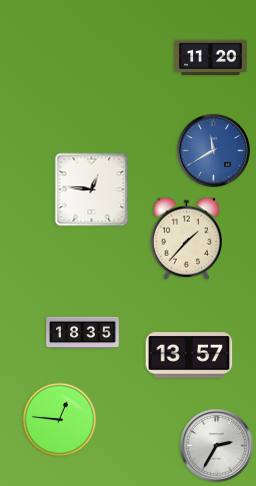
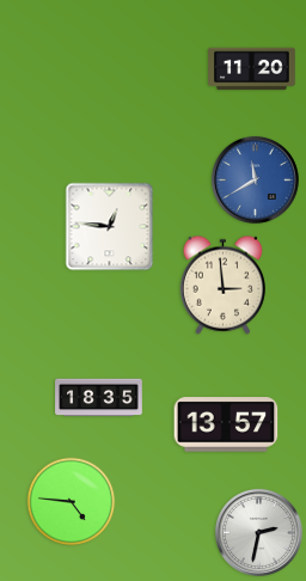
clock at (186, 238): 1:37 -> 2:59
clock at (60, 420): 12:46 -> 4:46
clock at (216, 445): 2:35 -> 2:32
